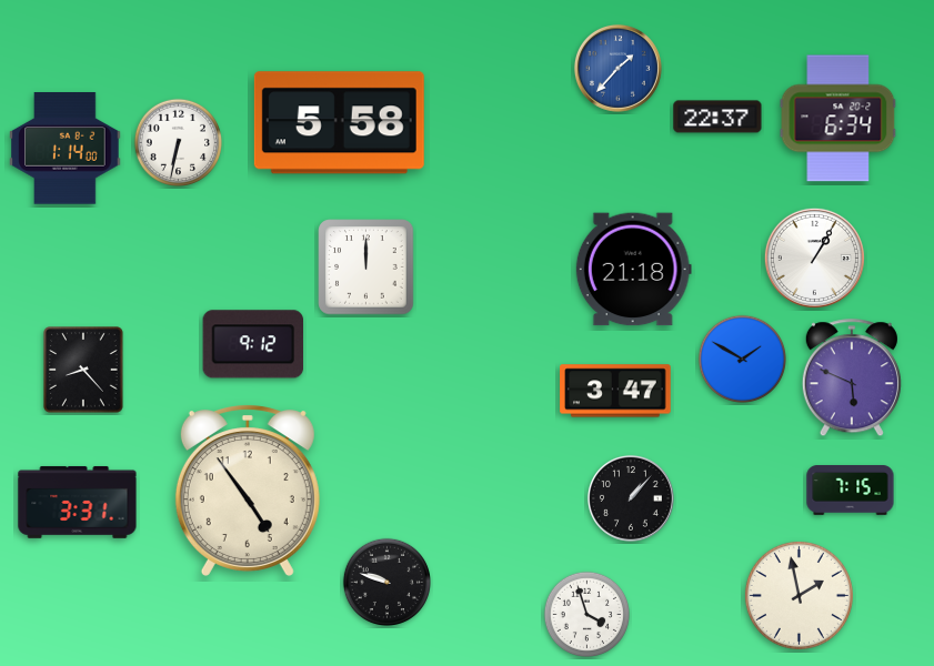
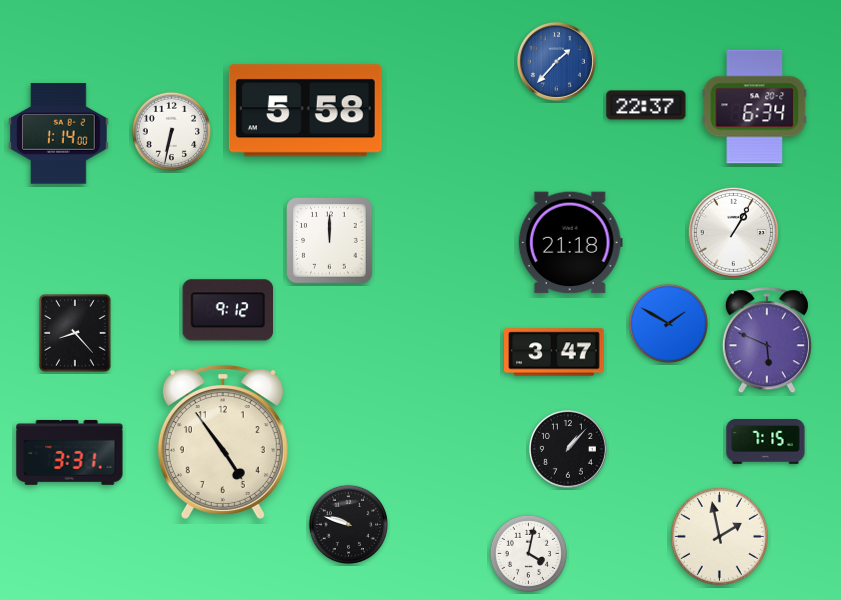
clock at (178, 142) position: (178, 142) -> (171, 131)
clock at (586, 614): 3:57 -> 4:02
